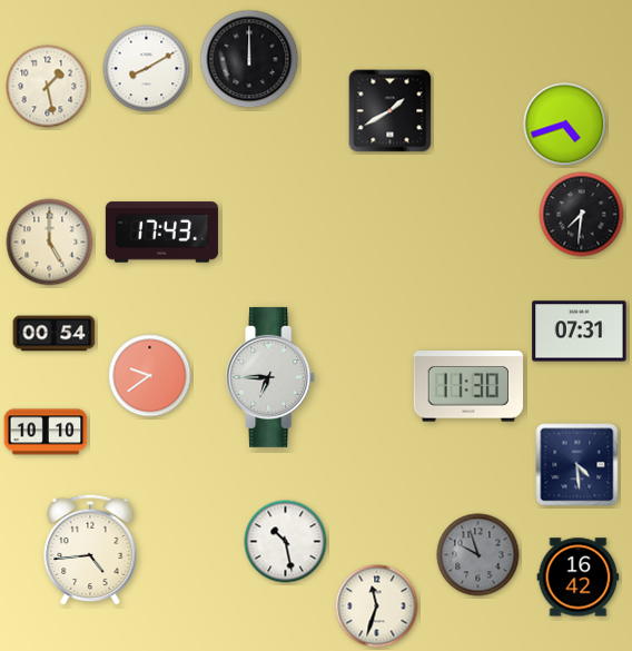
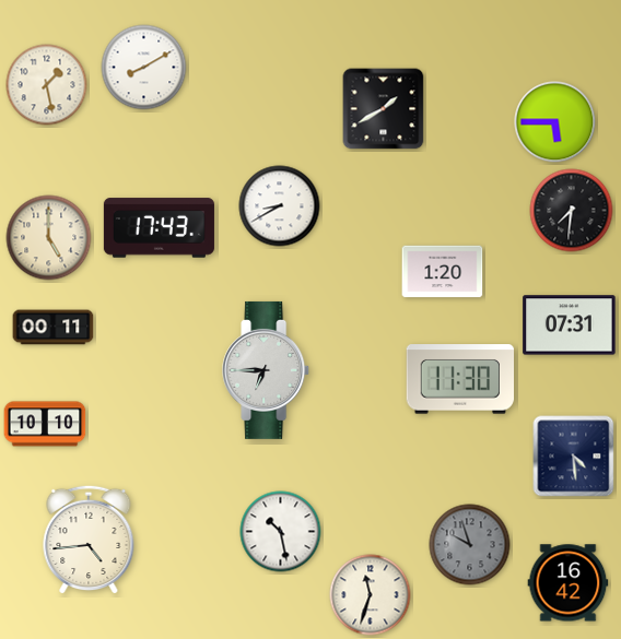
clock at (249, 59): 12:00 -> none
clock at (565, 125): 4:42 -> 5:45
clock at (280, 206): none -> 8:40
clock at (443, 272): none -> 1:20
clock at (55, 334): 00:54 -> 00:11
clock at (150, 376): 9:39 -> none
clock at (577, 465) position: (577, 465) -> (574, 457)
clock at (579, 578) position: (579, 578) -> (569, 583)
